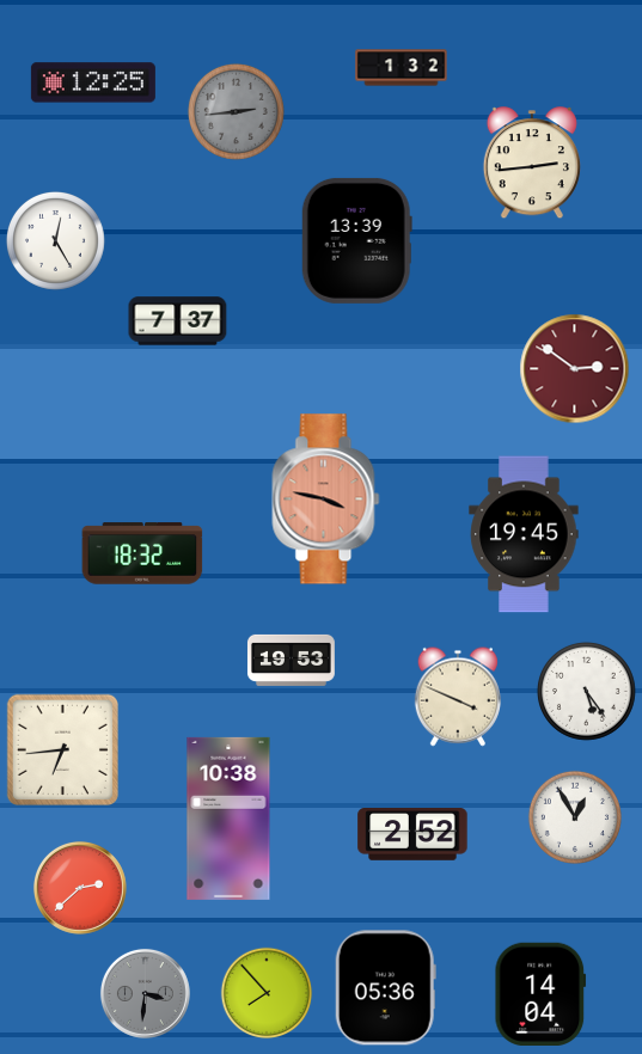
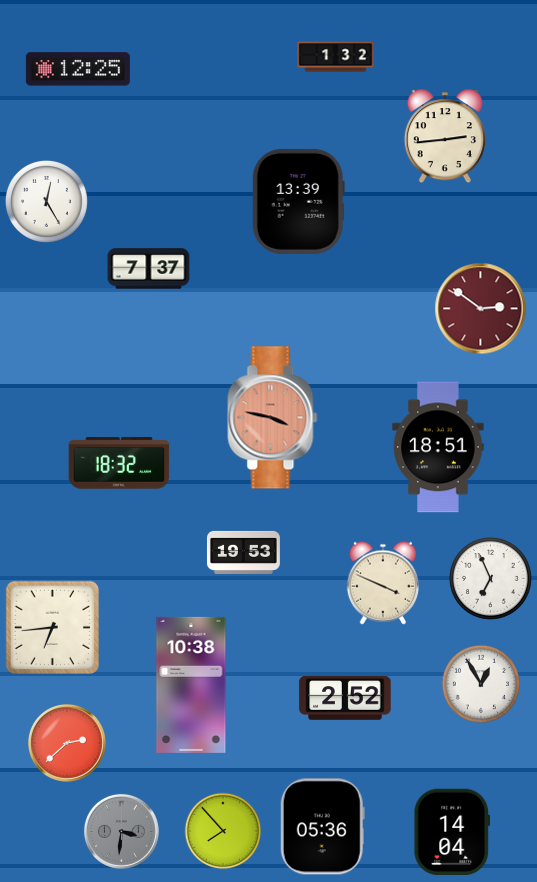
clock at (236, 111): 2:44 -> none
clock at (524, 534): 19:45 -> 18:51
clock at (586, 691): 5:24 -> 6:56
